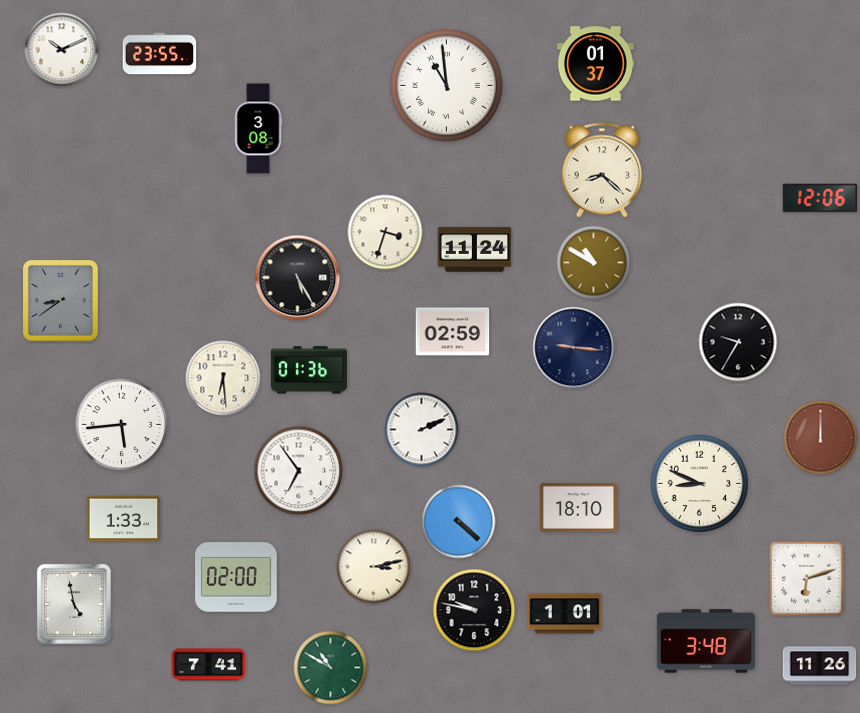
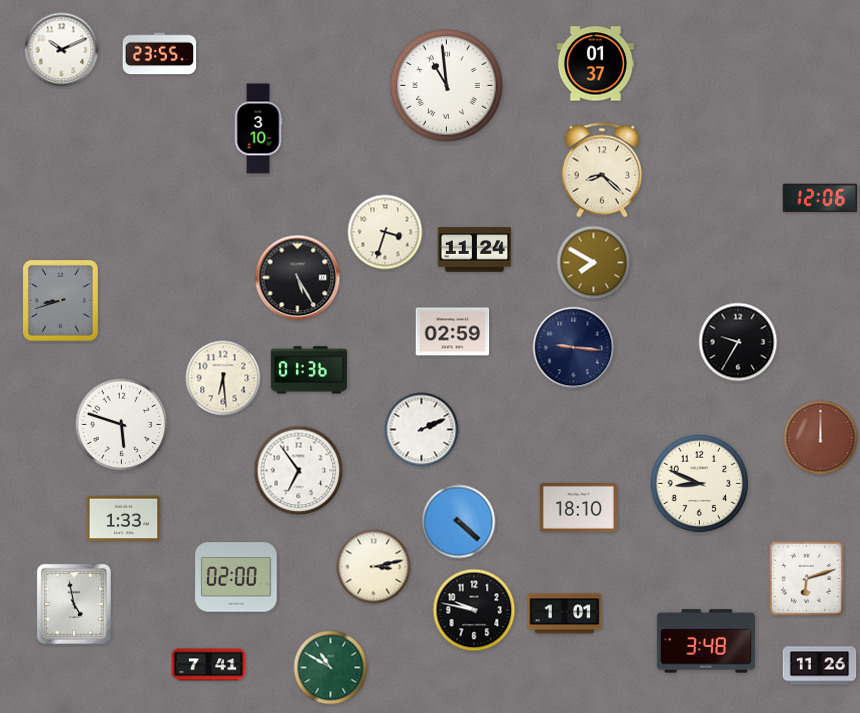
clock at (258, 129): 3:08 -> 3:10
clock at (594, 263): 10:50 -> 7:50
clock at (60, 300): 8:39 -> 8:42
clock at (122, 425): 5:44 -> 5:48
